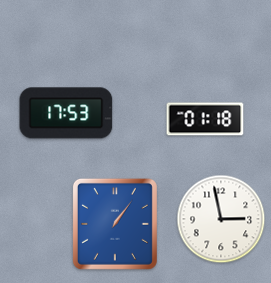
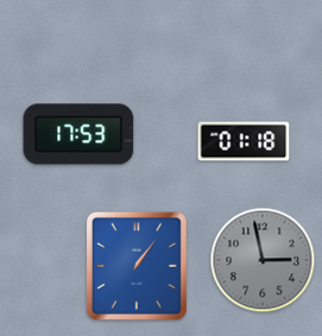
clock at (221, 219) dial: white -> grey
